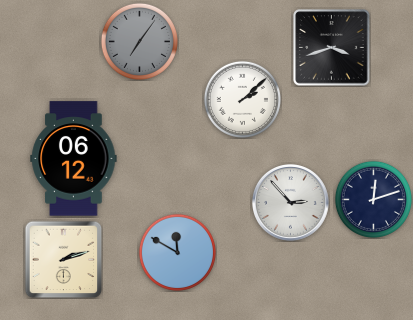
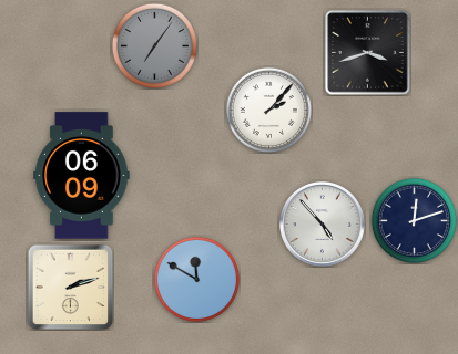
clock at (242, 99): 2:08 -> 2:07
clock at (74, 159): 06:12 -> 06:09
clock at (291, 203): 2:53 -> 4:53
